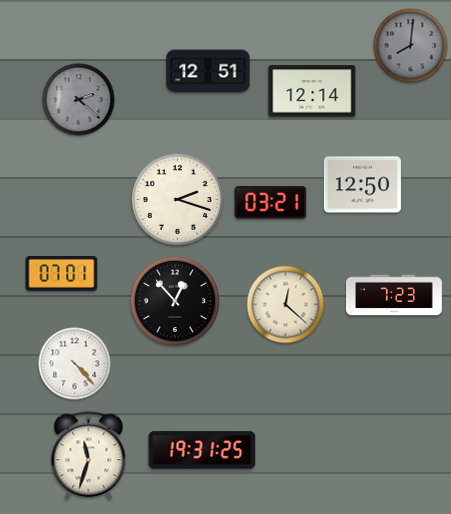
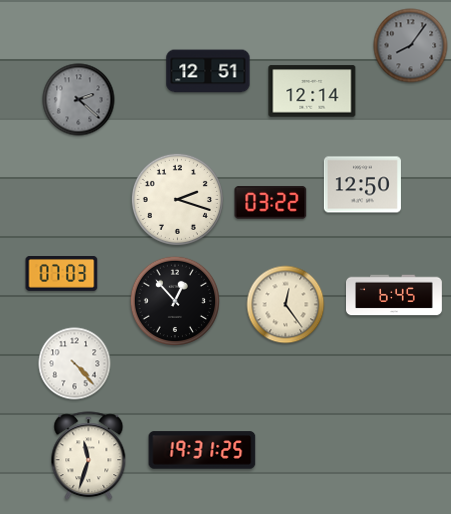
clock at (411, 46): 8:01 -> 8:06
clock at (271, 203): 03:21 -> 03:22
clock at (62, 274): 07:01 -> 07:03
clock at (395, 295): 7:23 -> 6:45
clock at (286, 305): 12:22 -> 12:24
